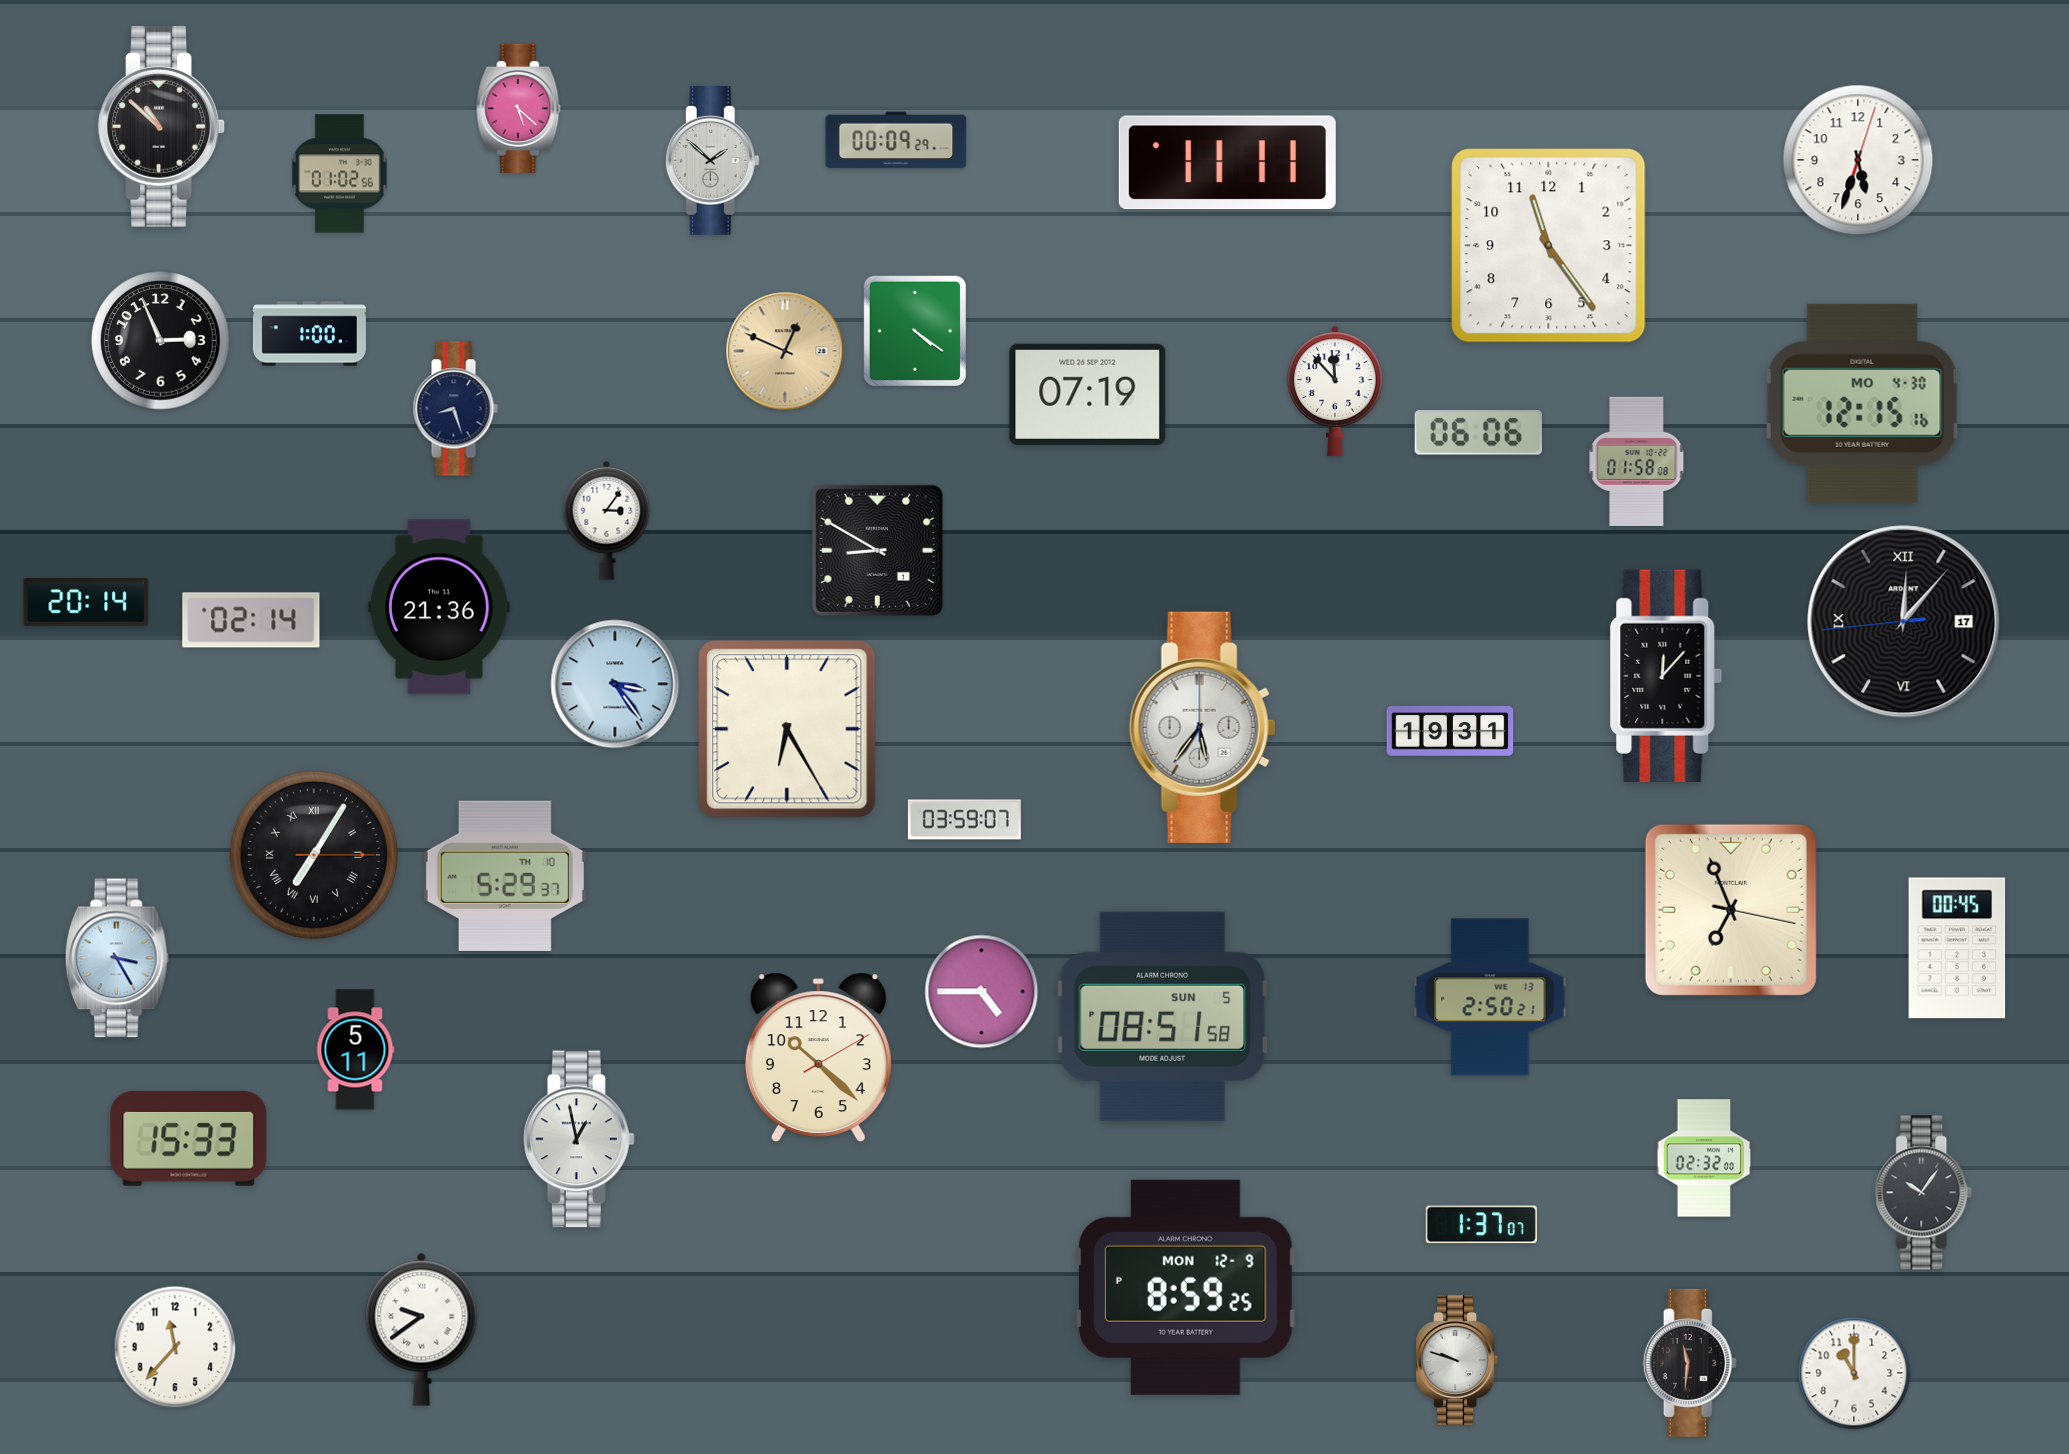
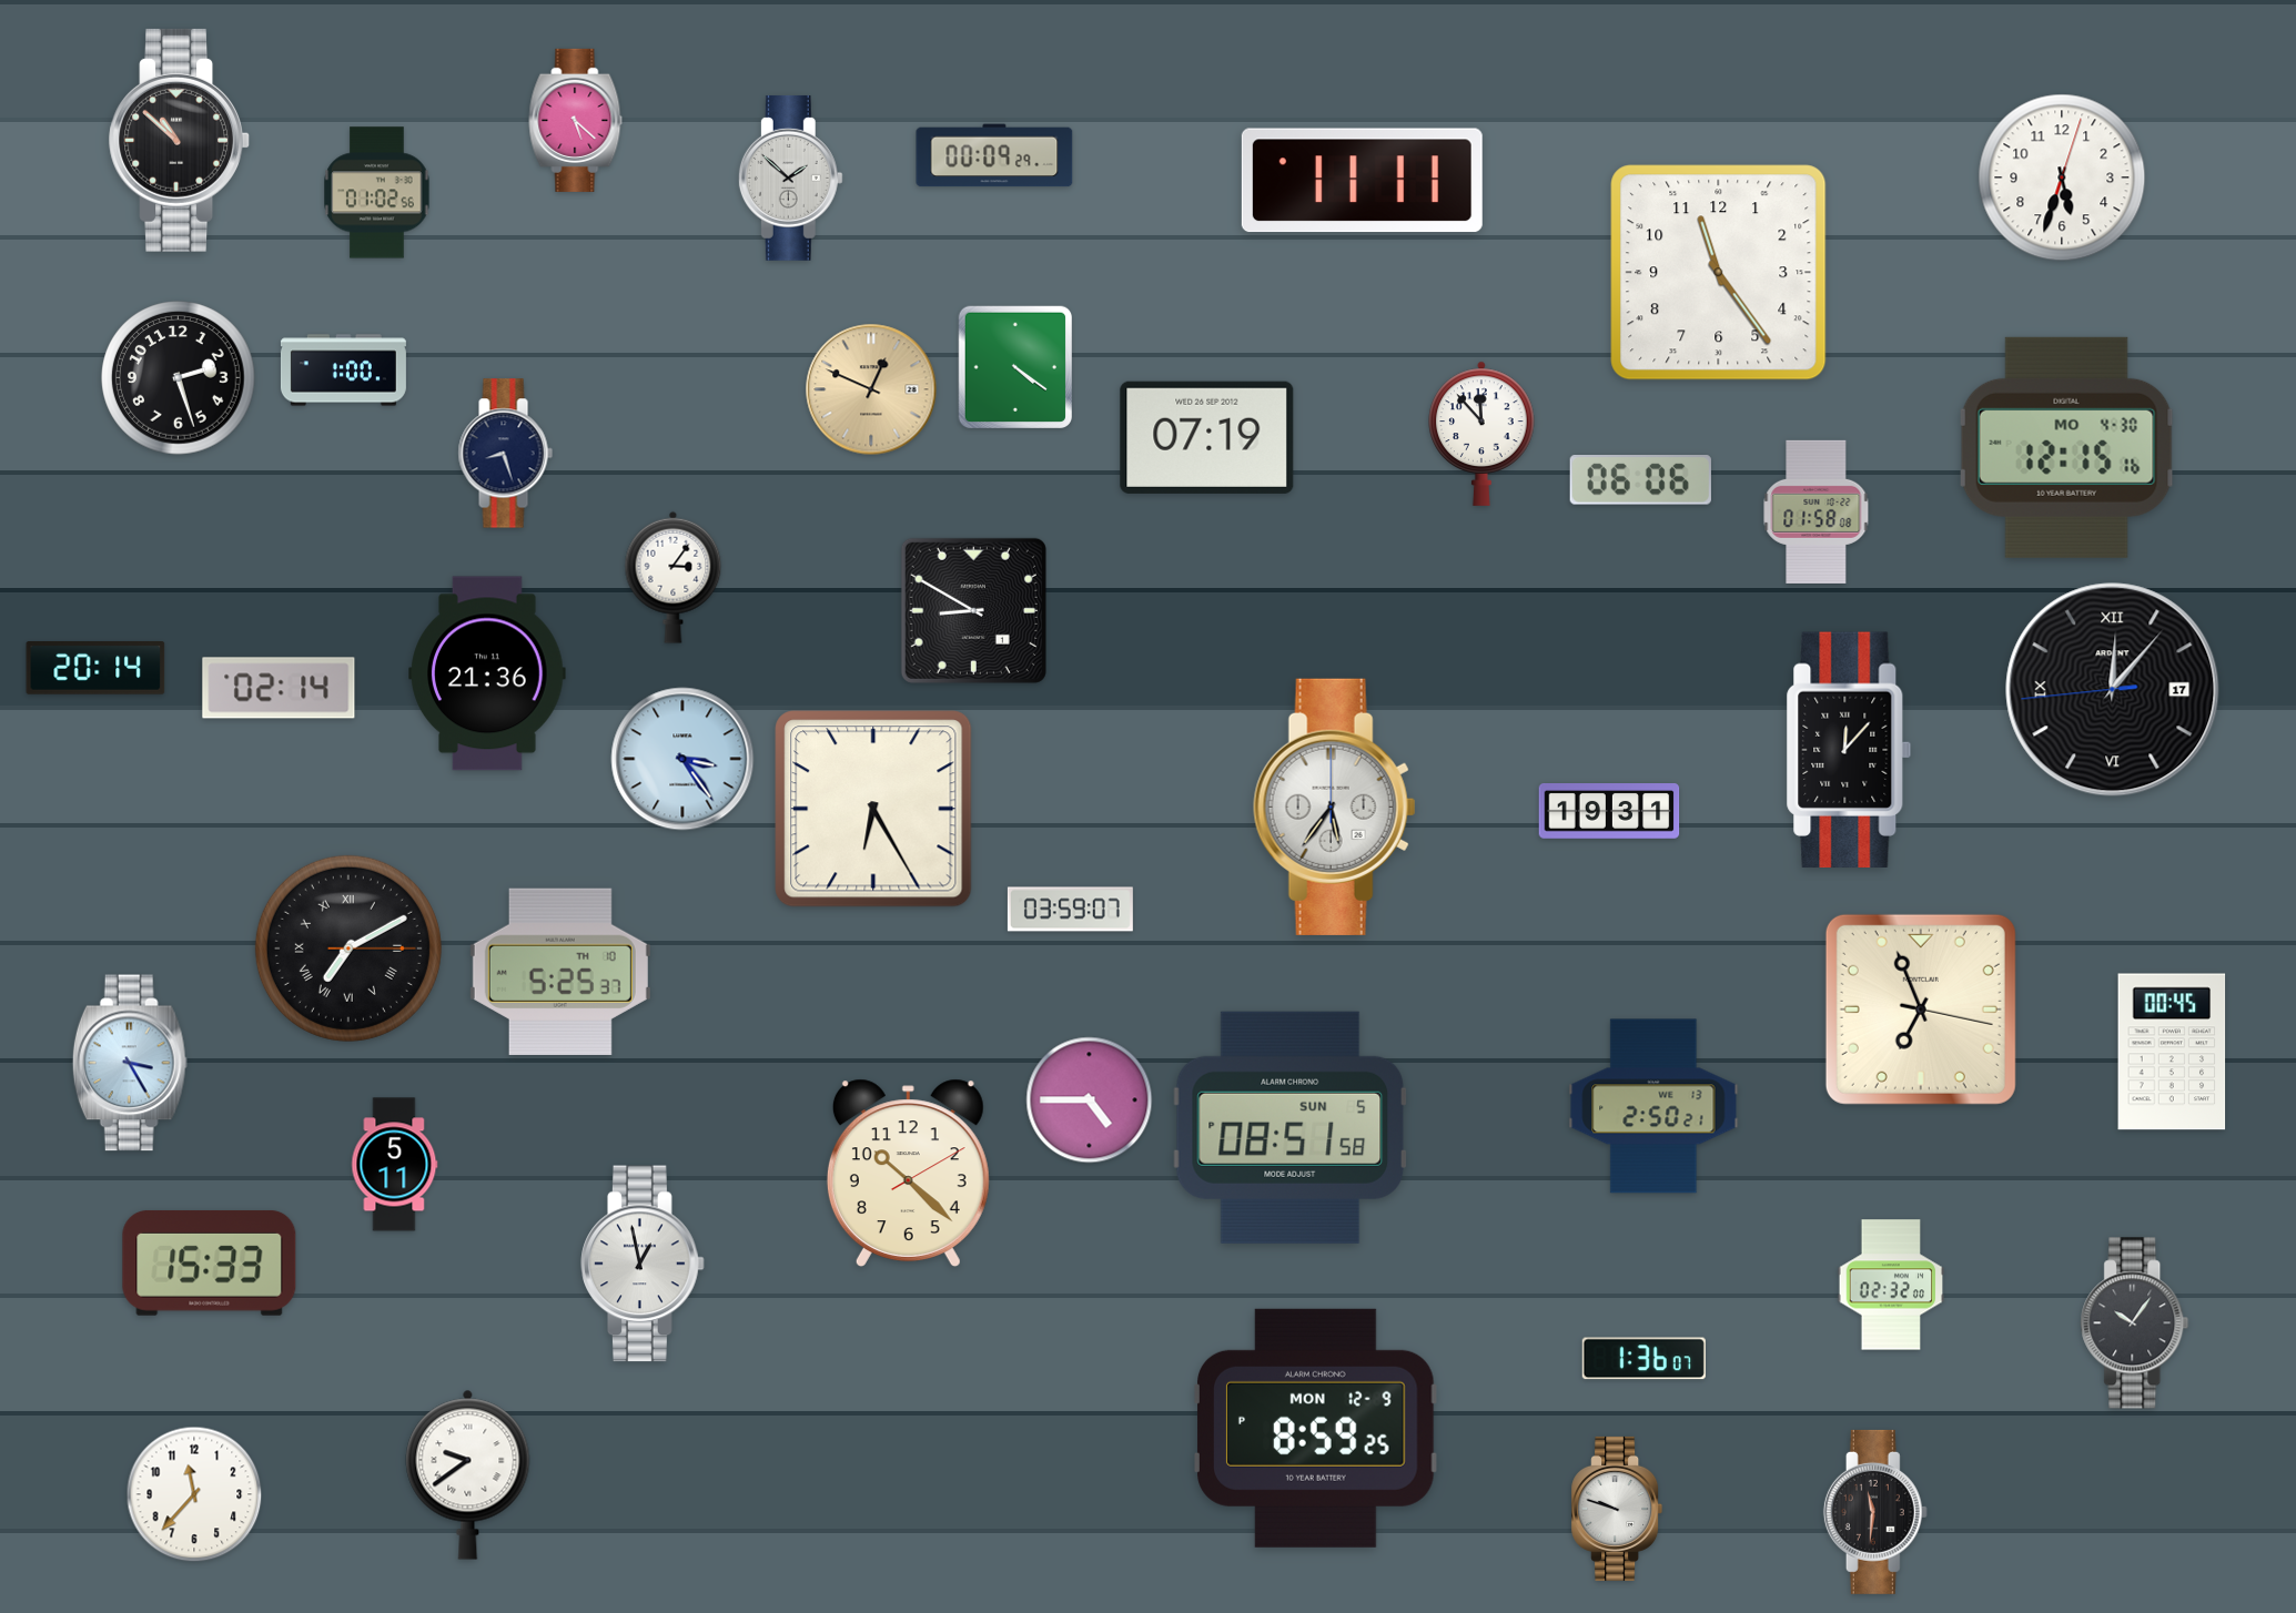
clock at (161, 341): 2:56 -> 2:27
clock at (314, 855): 7:05 -> 7:10
clock at (505, 876): 5:29 -> 5:25
clock at (1481, 1225): 1:37 -> 1:36
clock at (1854, 1373): 11:00 -> none
